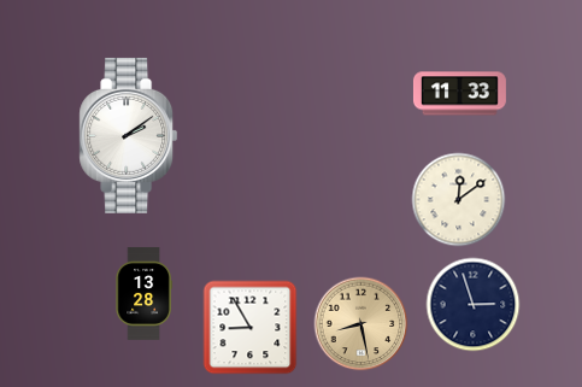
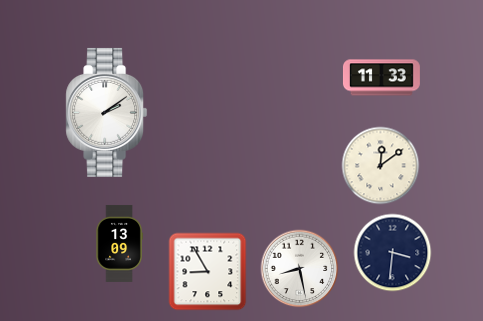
clock at (143, 293): 13:28 -> 13:09
clock at (472, 304): 2:57 -> 3:31
clock at (360, 323) dial: champagne -> white
